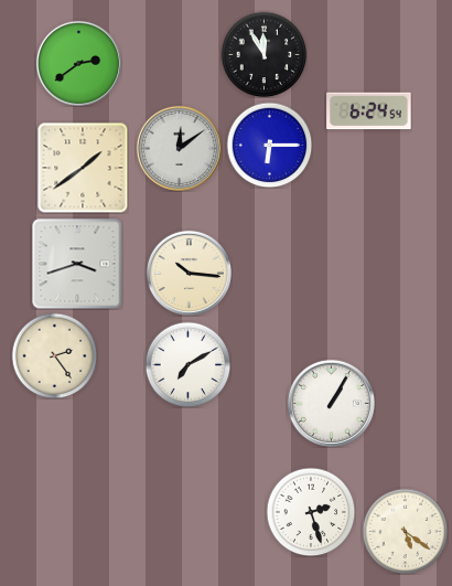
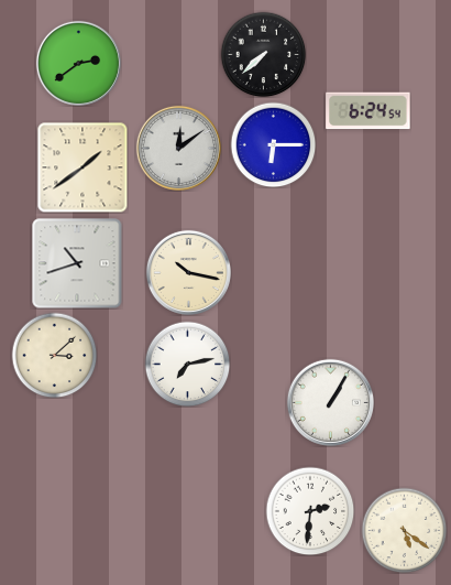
clock at (263, 54): 11:55 -> 7:38
clock at (269, 145) position: (269, 145) -> (273, 144)
clock at (77, 264): 3:42 -> 10:42
clock at (189, 273): 10:16 -> 10:17
clock at (54, 355): 2:24 -> 3:08
clock at (187, 364): 7:10 -> 7:13
clock at (311, 512): 2:27 -> 2:31
